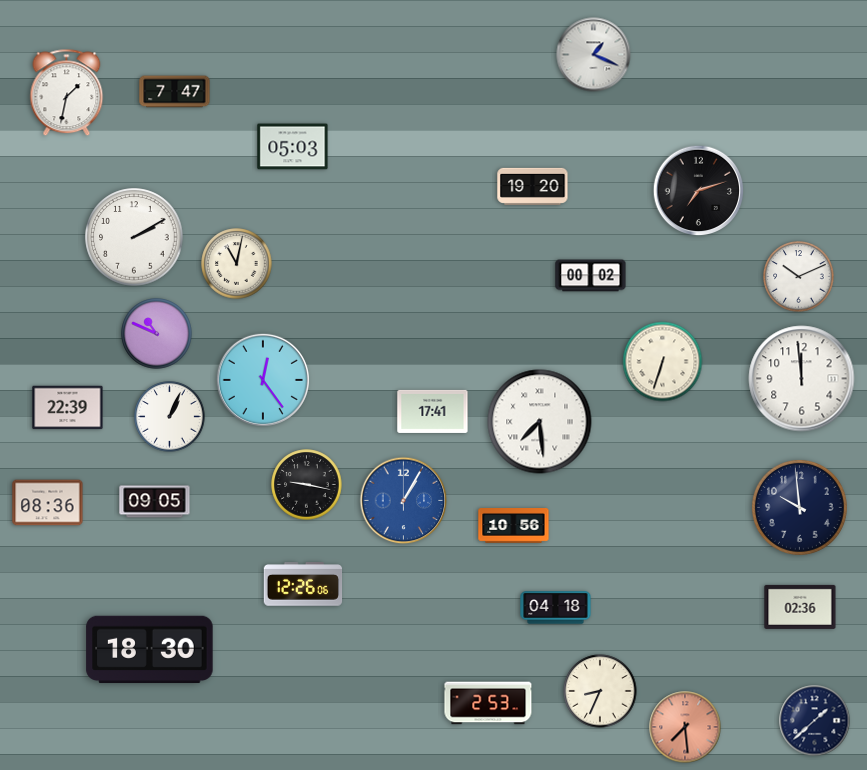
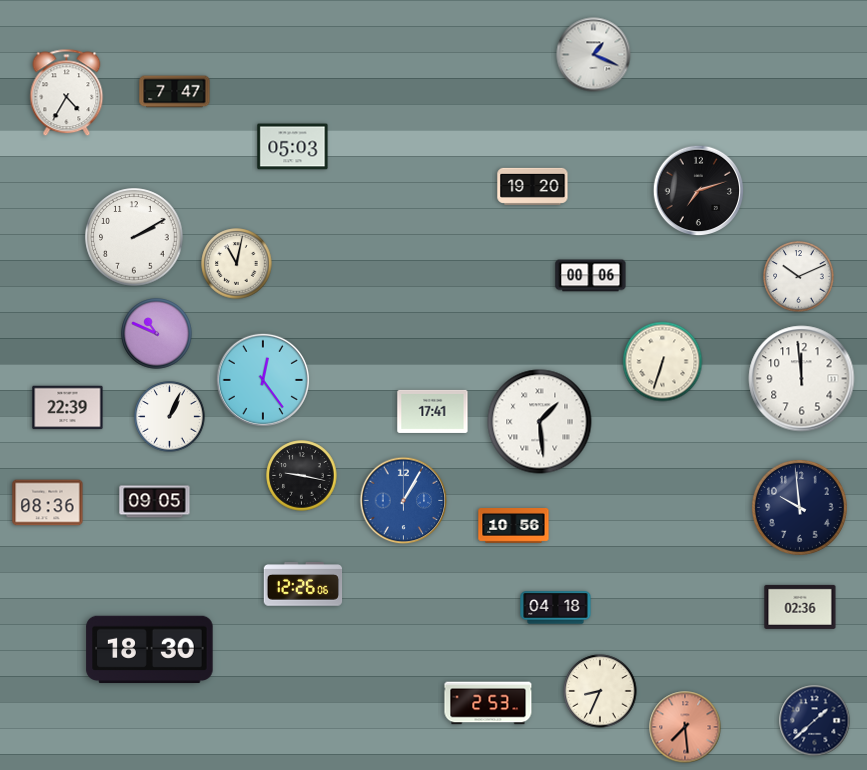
clock at (67, 93): 1:32 -> 4:35
clock at (591, 276): 00:02 -> 00:06
clock at (540, 422): 7:29 -> 1:29
clock at (307, 485) position: (307, 485) -> (302, 476)
